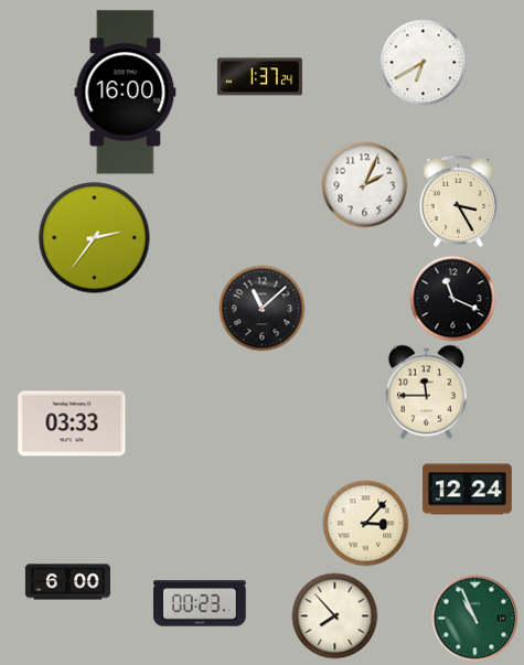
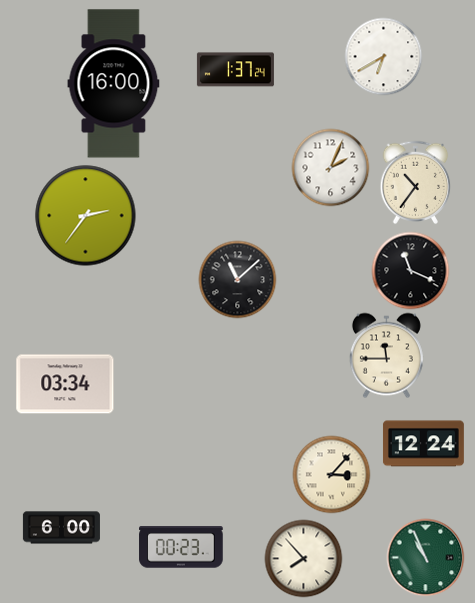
clock at (459, 201): 3:25 -> 10:36
clock at (72, 423): 03:33 -> 03:34
clock at (474, 618) position: (474, 618) -> (425, 557)
